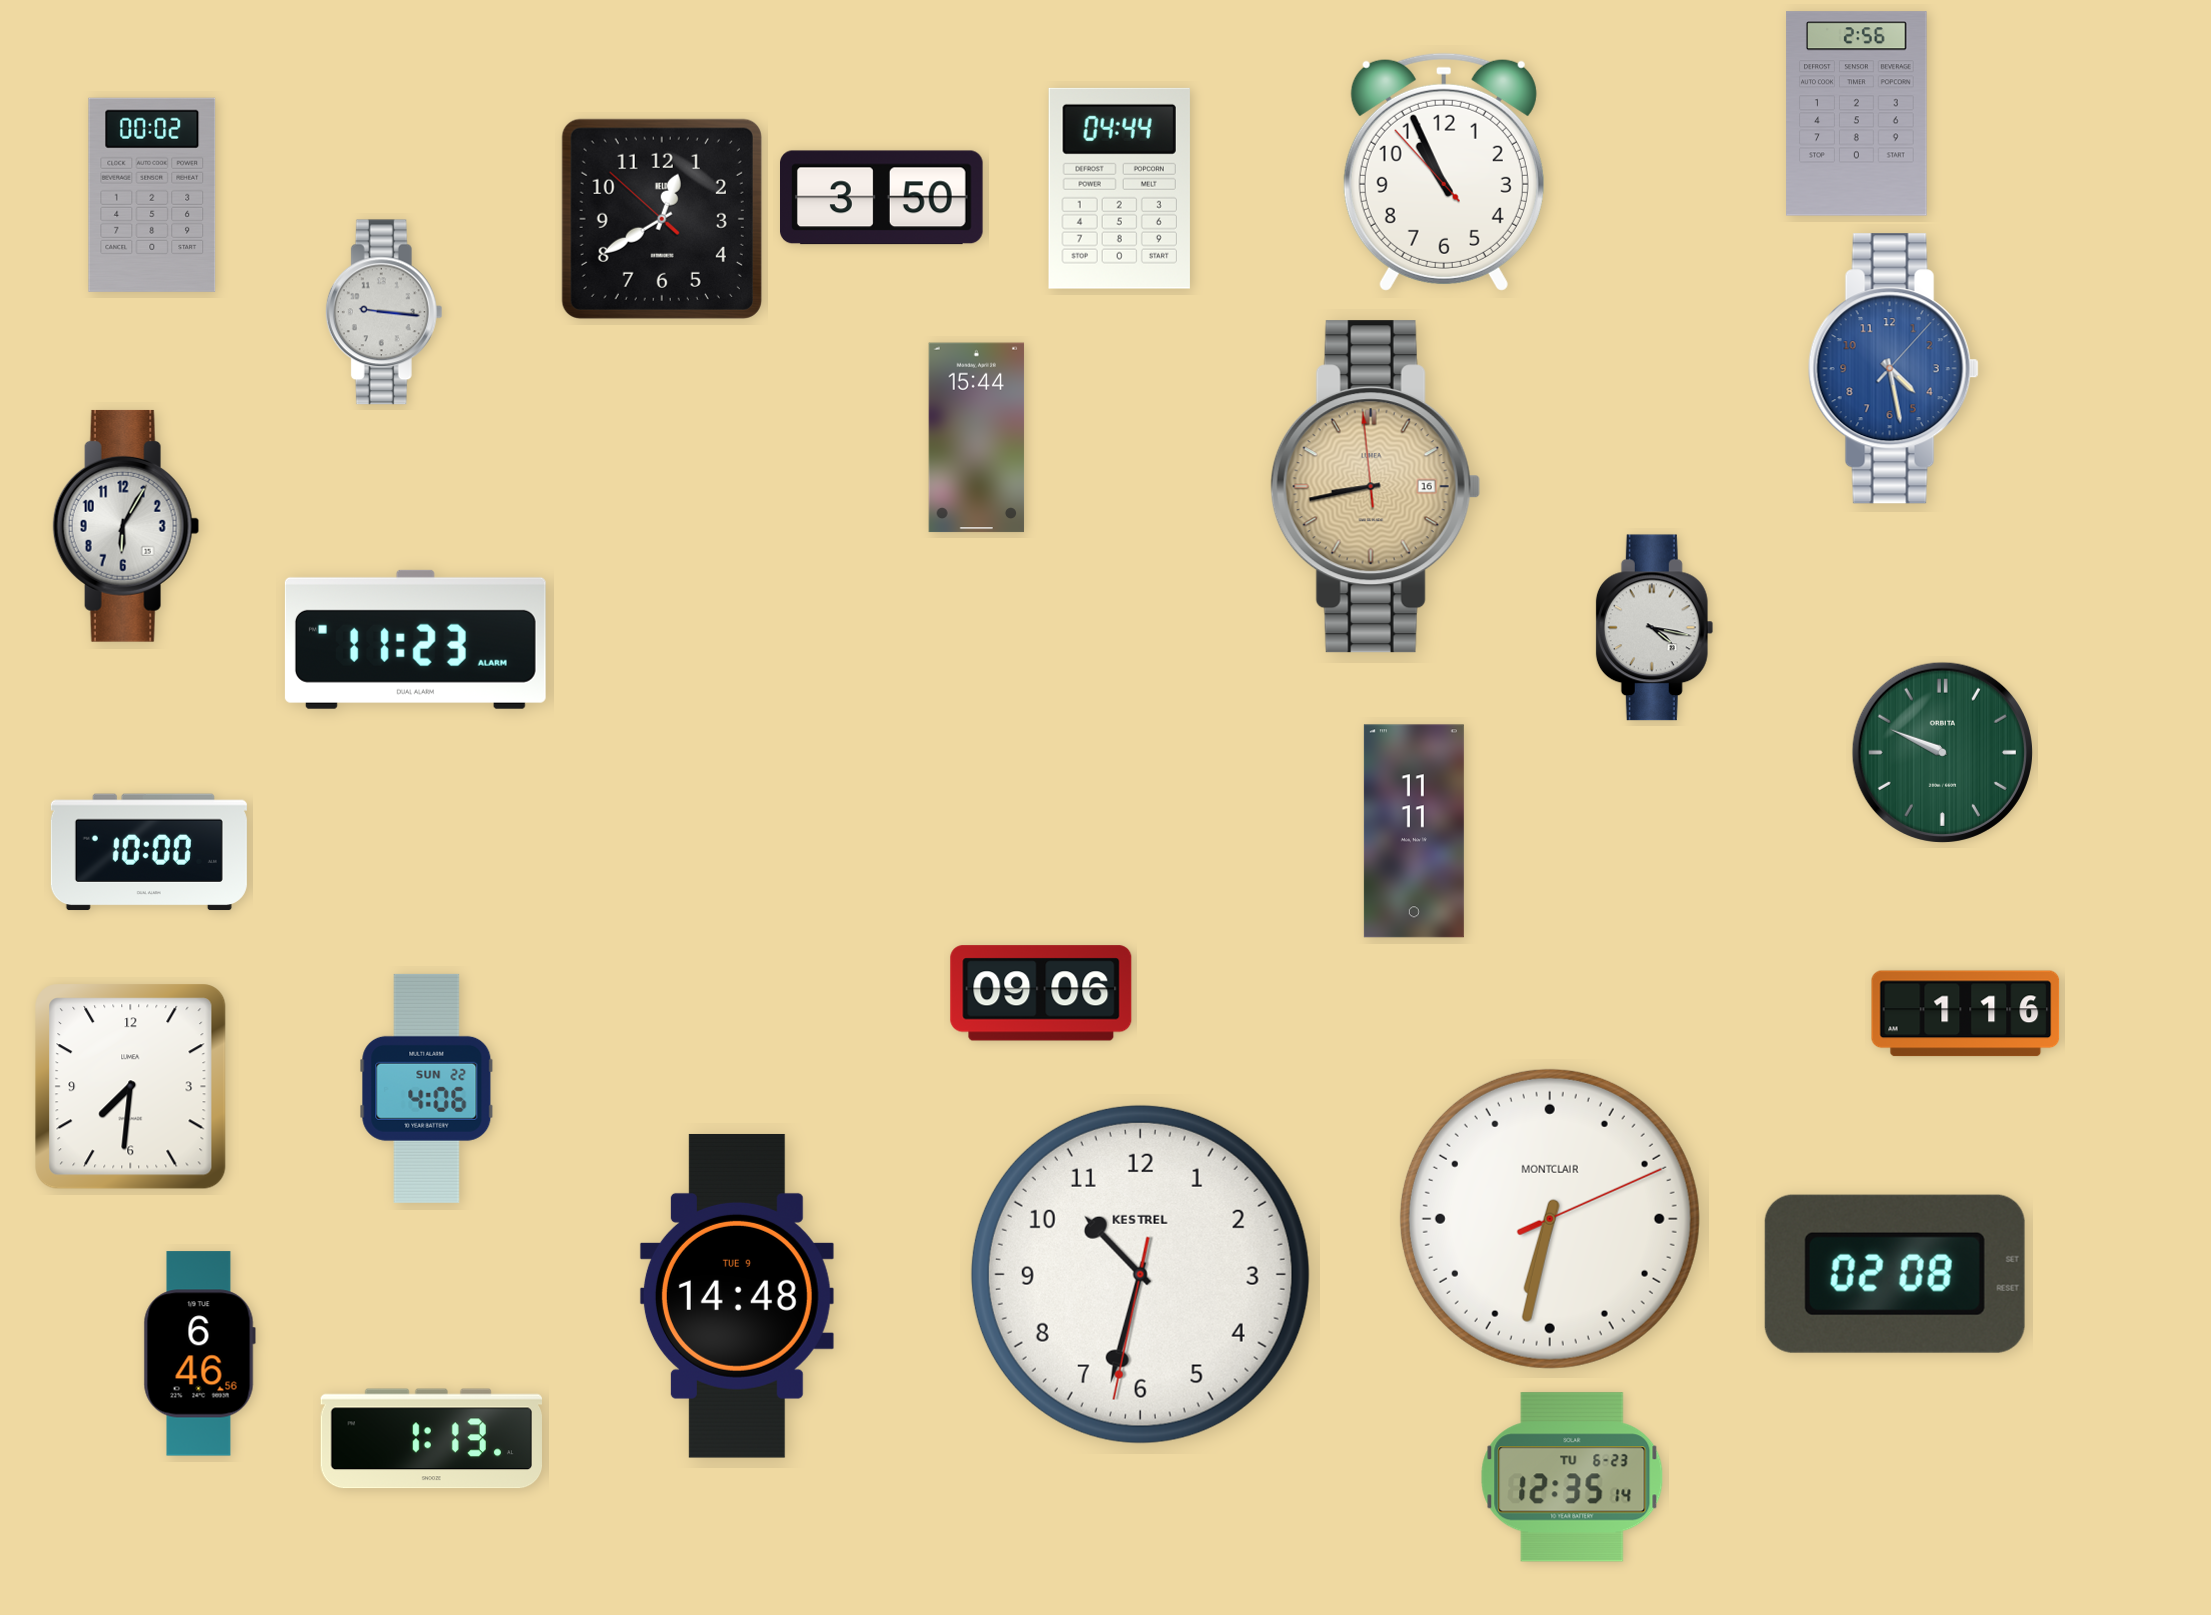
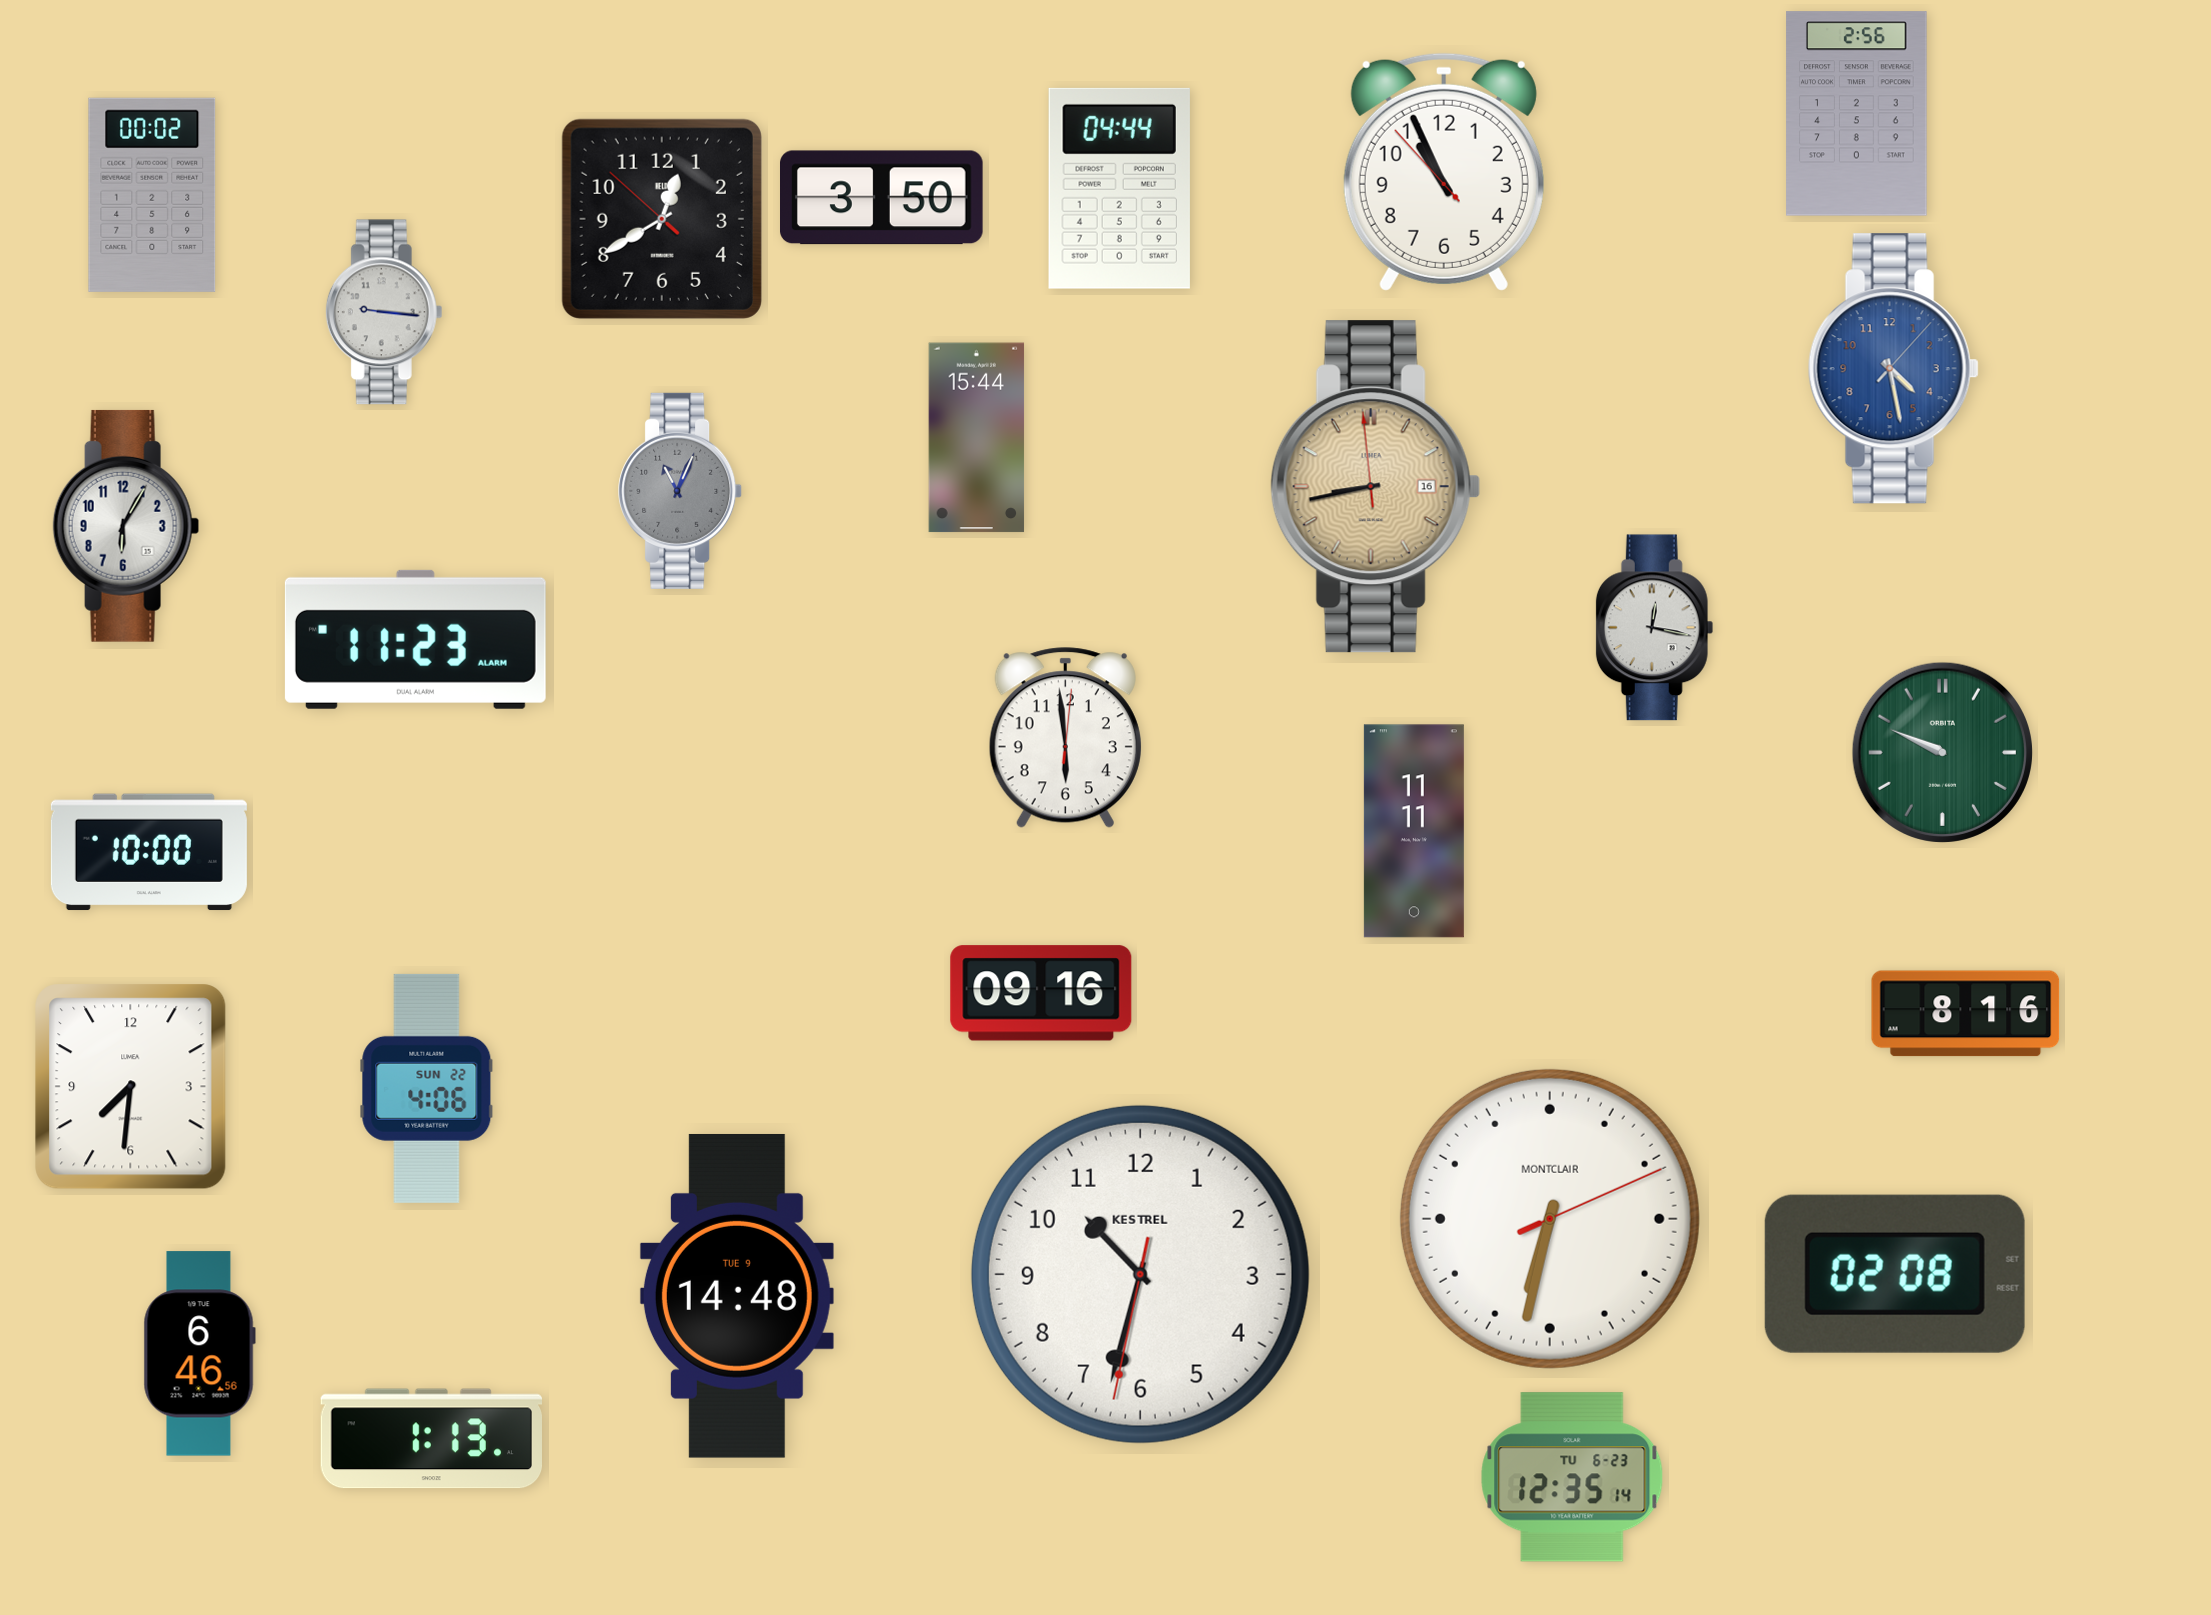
clock at (681, 491): none -> 11:04
clock at (1655, 628): 4:17 -> 12:17
clock at (1065, 738): none -> 5:59
clock at (1041, 993): 09:06 -> 09:16
clock at (1966, 1014): 1:16 -> 8:16
